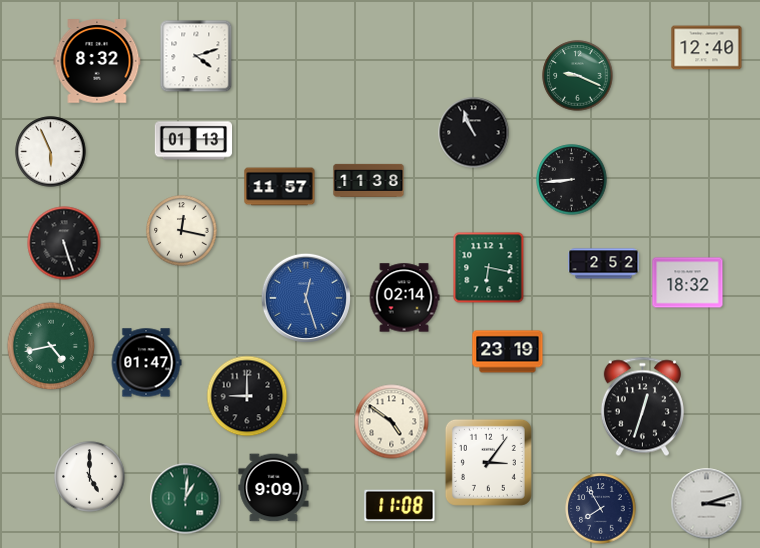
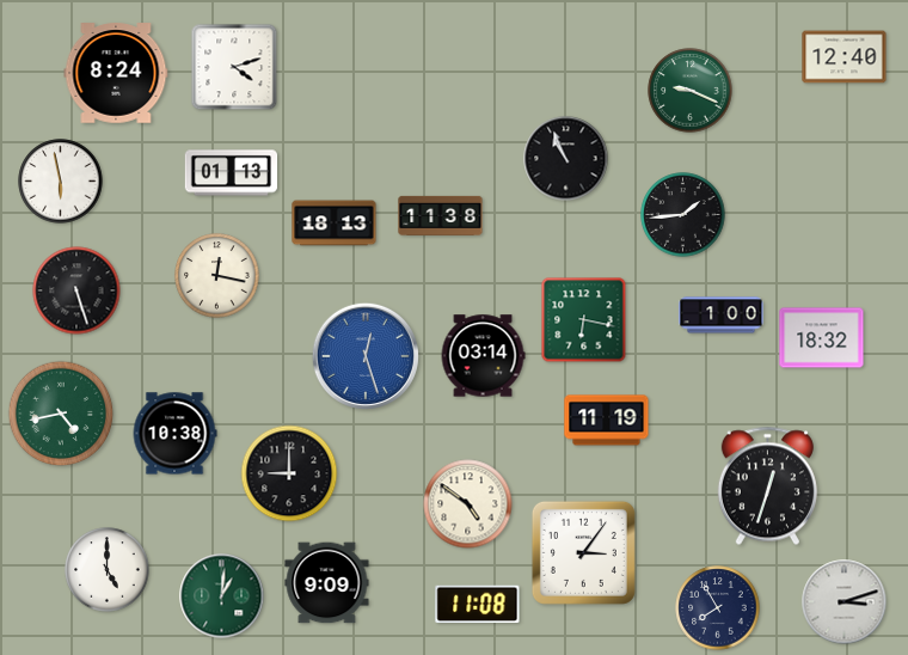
clock at (97, 61): 8:32 -> 8:24
clock at (194, 141) position: (194, 141) -> (232, 173)
clock at (51, 152): 5:56 -> 5:58
clock at (572, 180): 8:44 -> 1:44
clock at (280, 187): 11:57 -> 18:13
clock at (604, 264): 2:52 -> 1:00
clock at (404, 298): 02:14 -> 03:14
clock at (508, 352): 23:19 -> 11:19
clock at (146, 363): 01:47 -> 10:38
clock at (247, 396) position: (247, 396) -> (289, 473)
